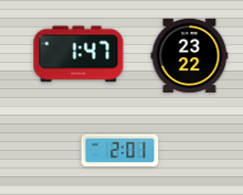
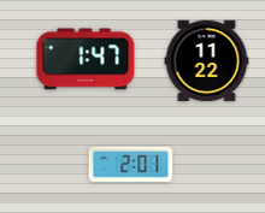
clock at (190, 56): 23:22 -> 11:22
